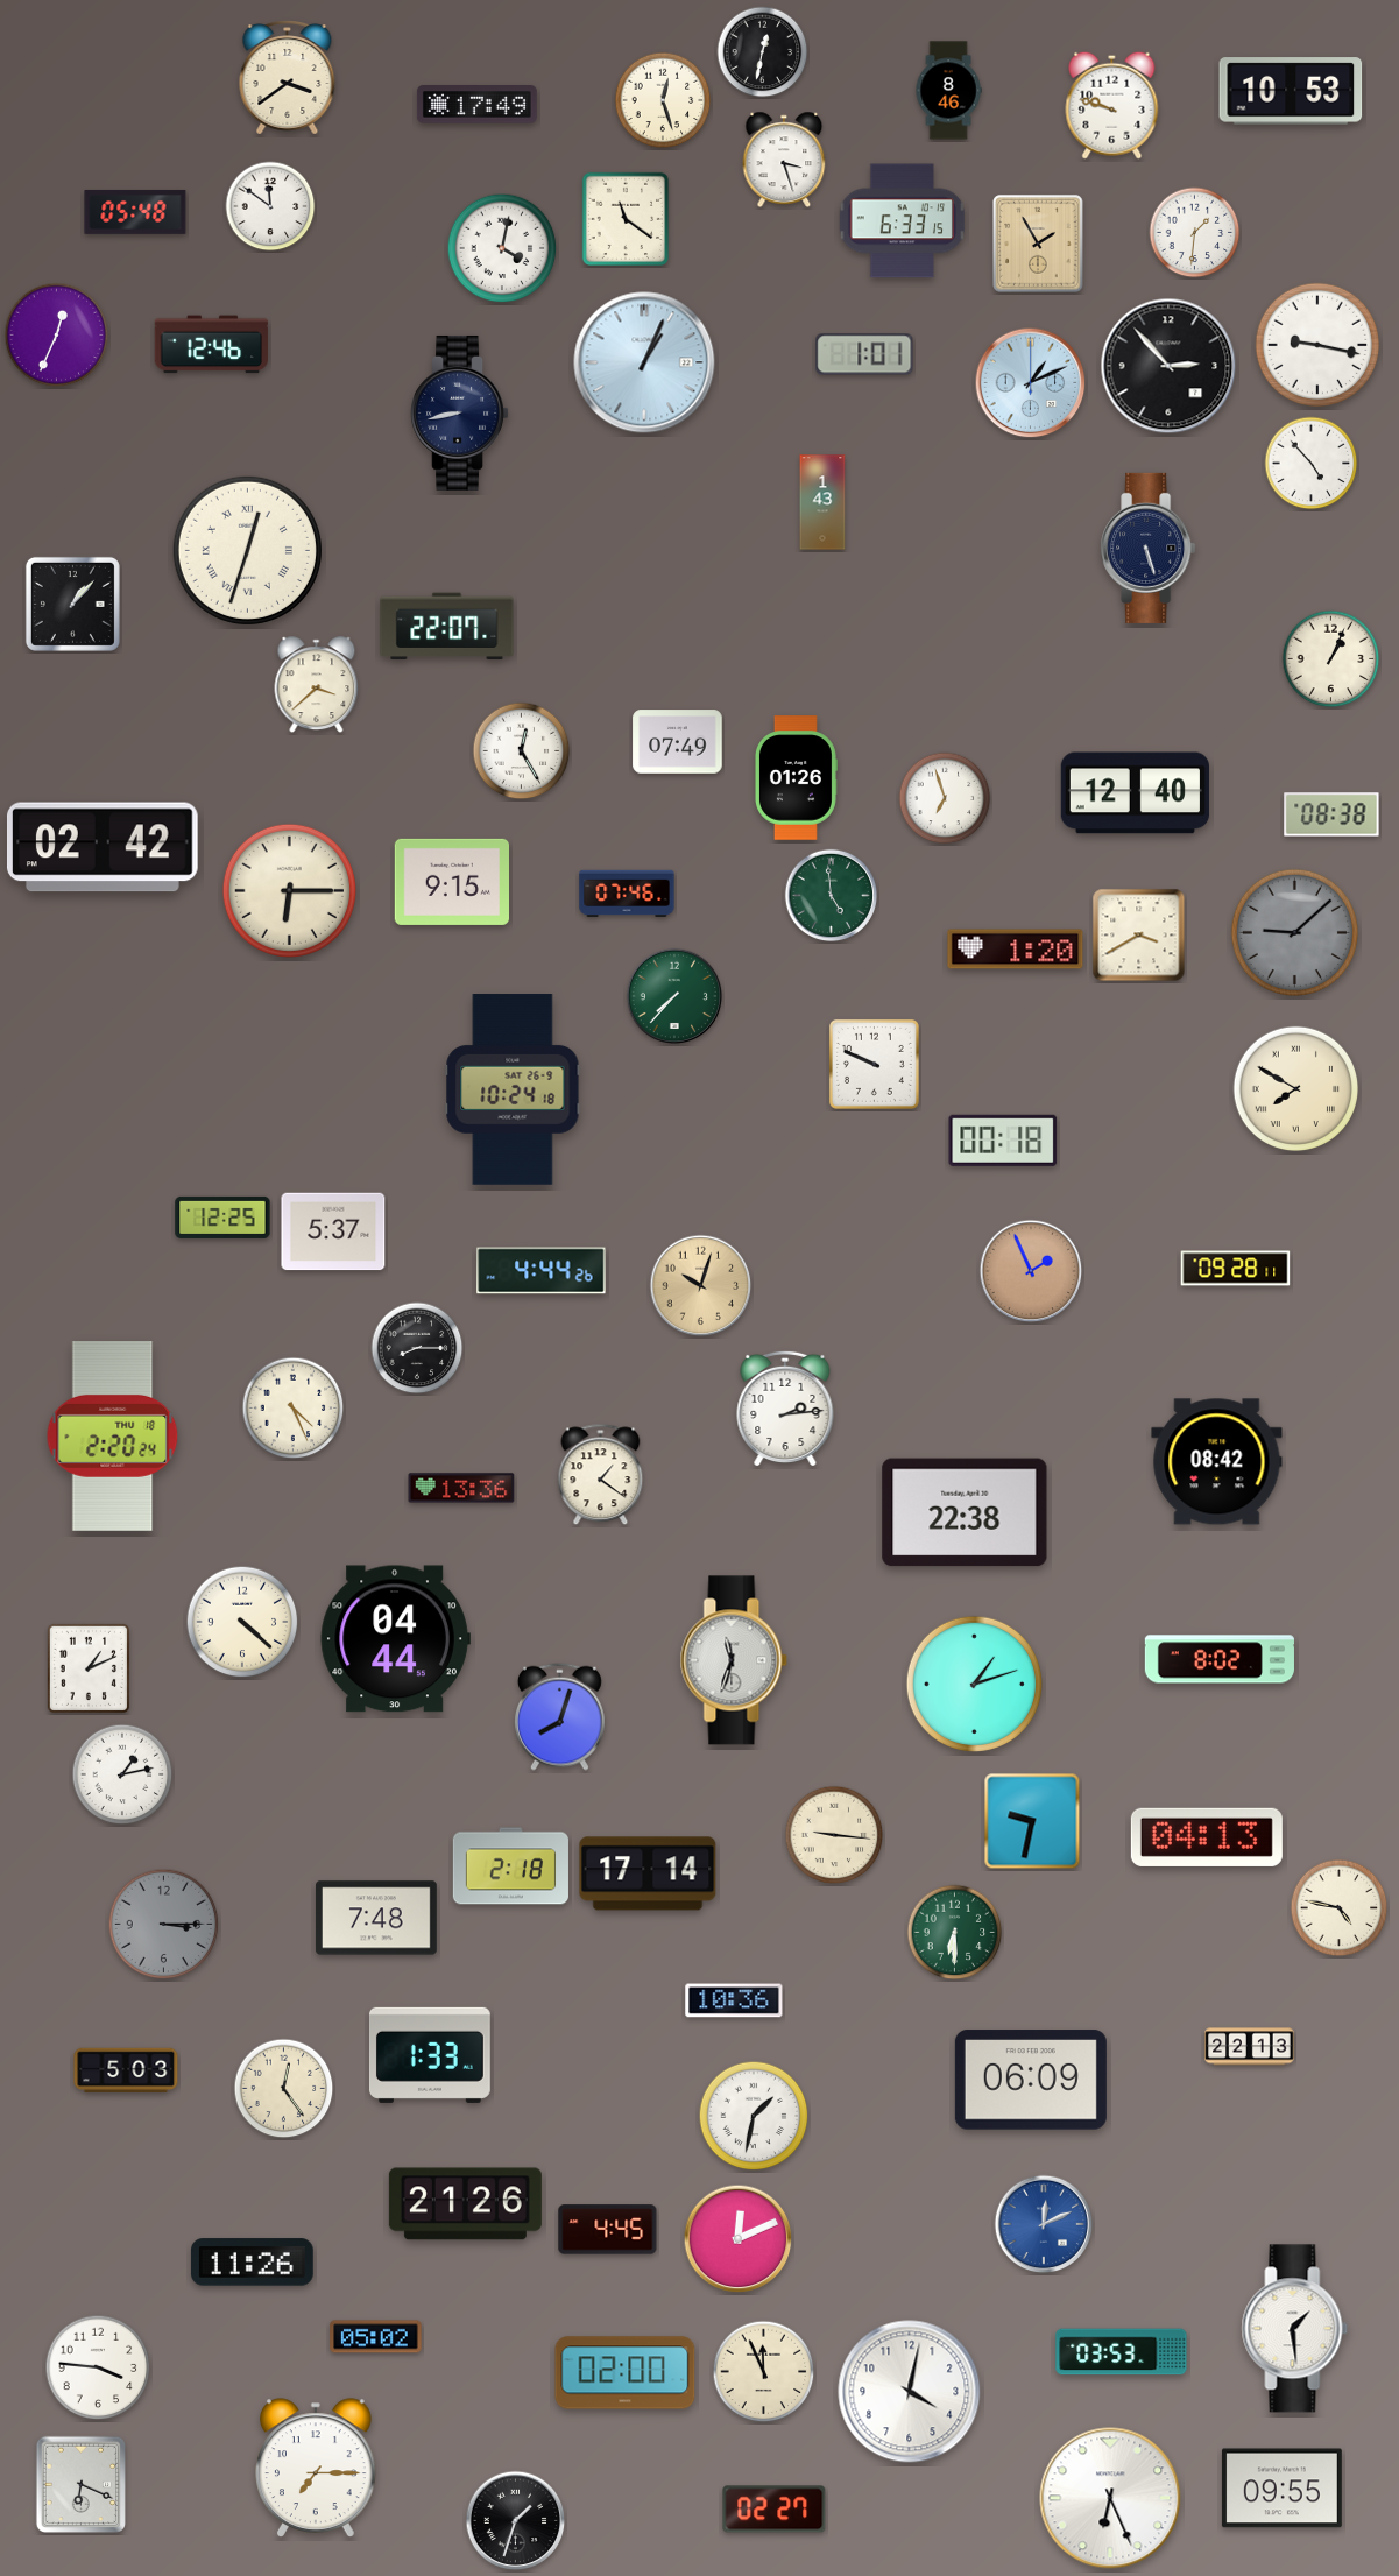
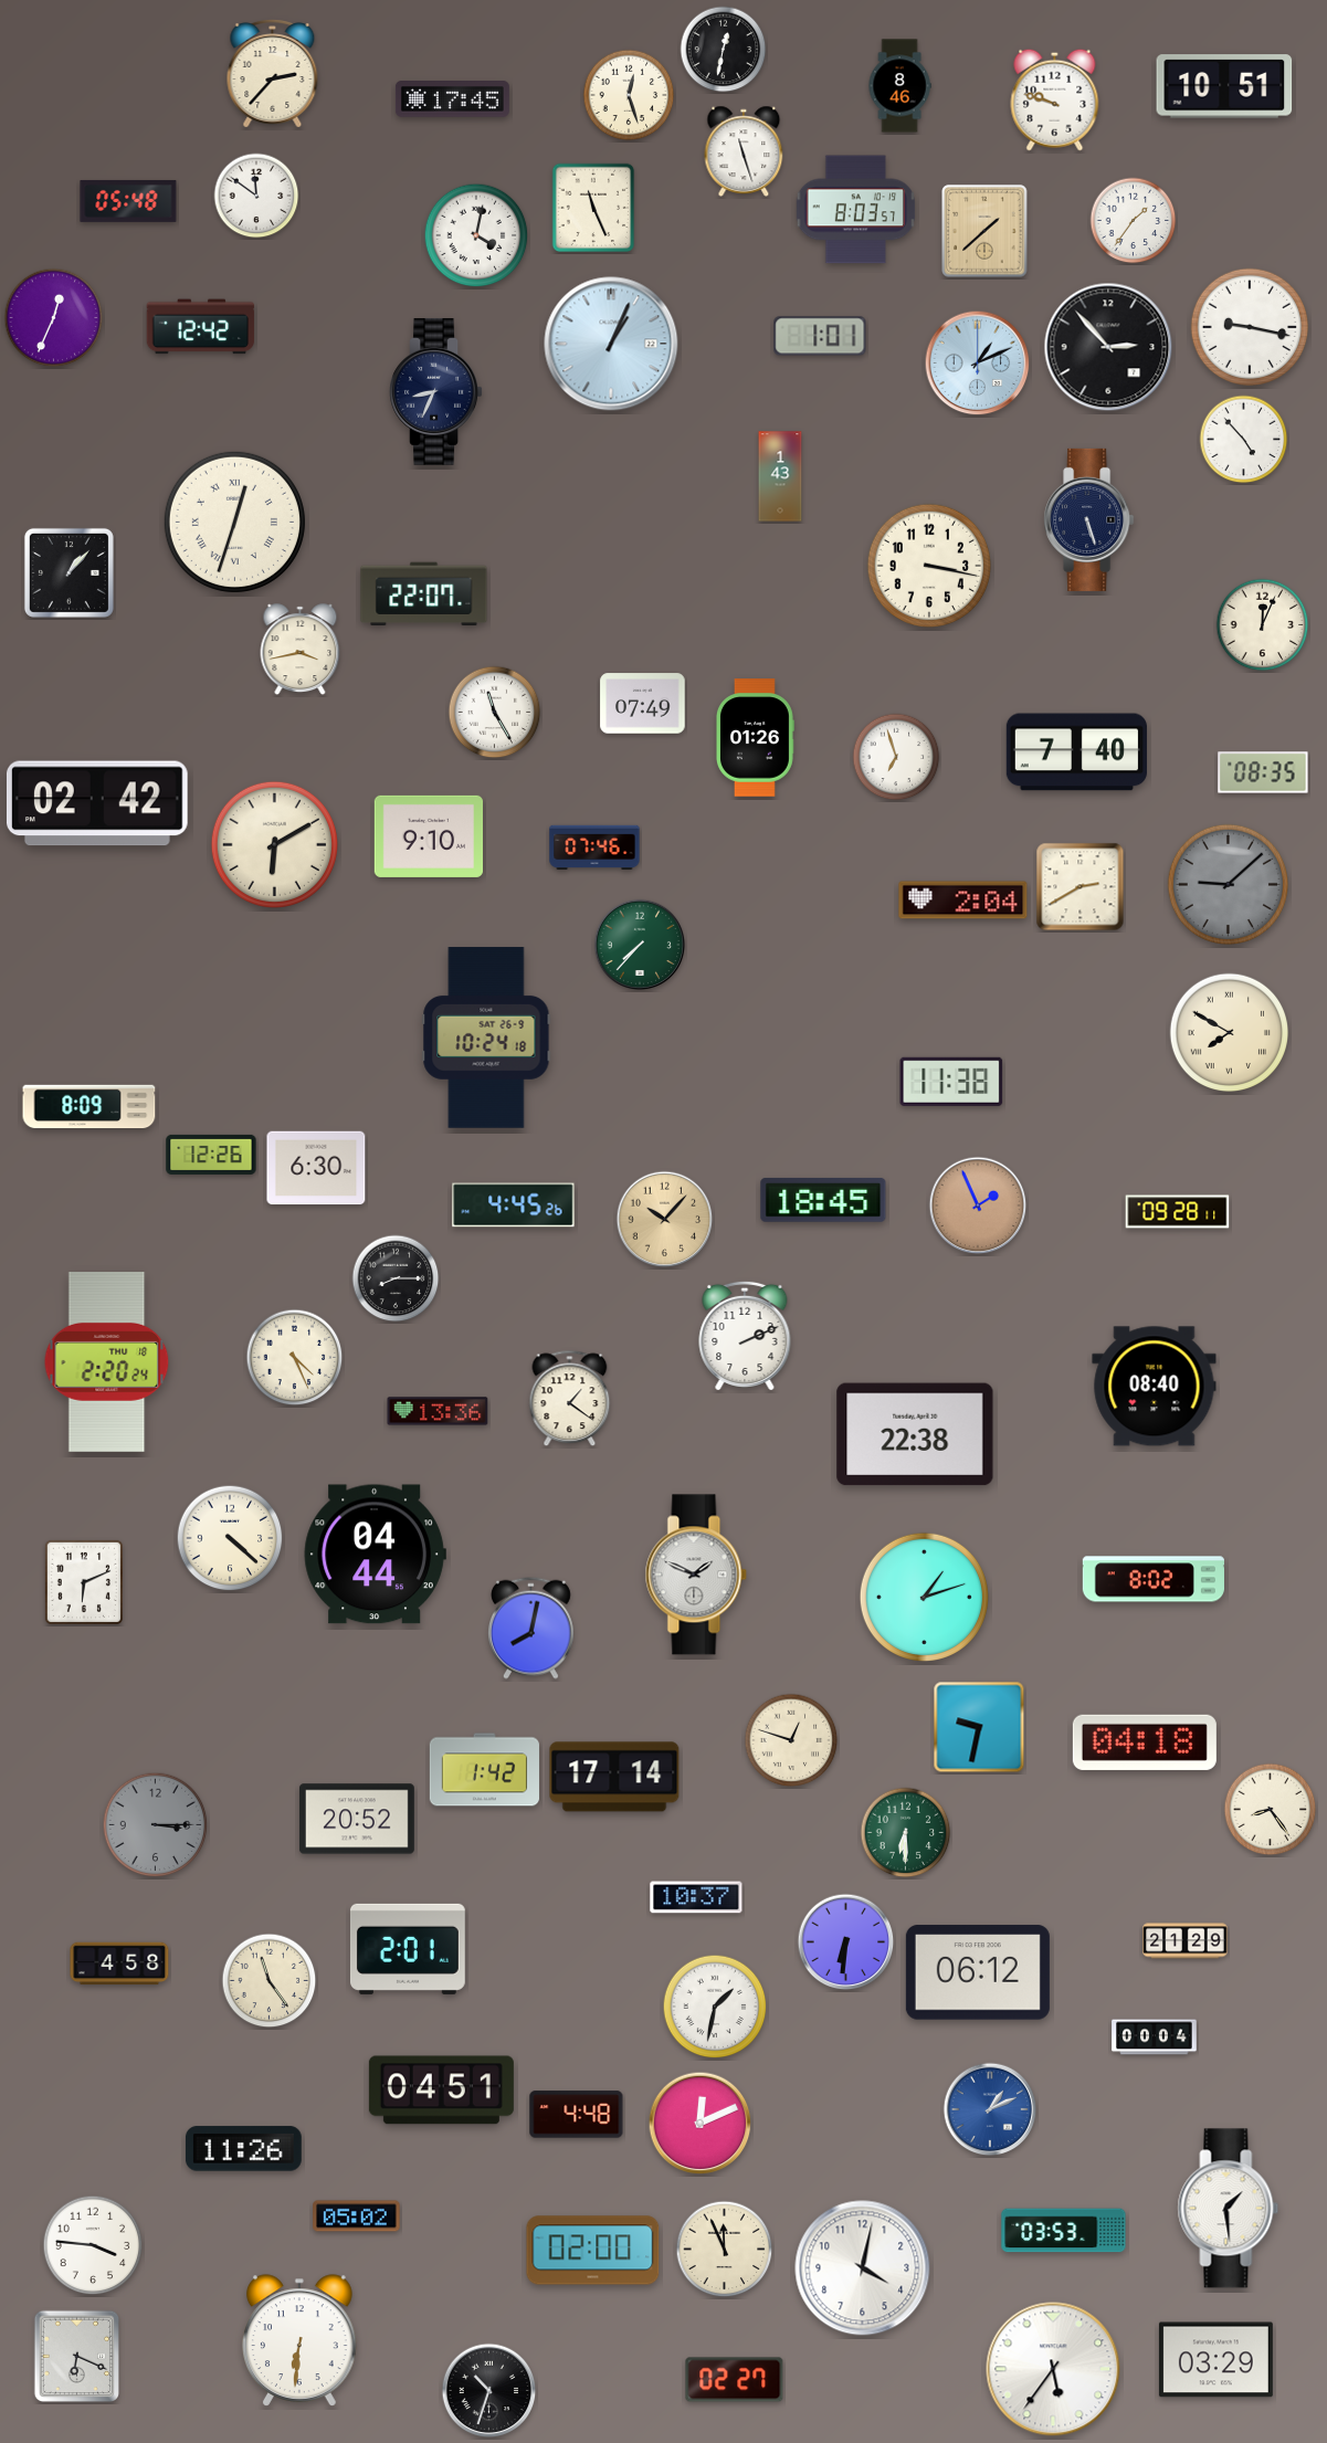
clock at (288, 78): 3:39 -> 2:37
clock at (1291, 91): 10:53 -> 10:51
clock at (476, 105): 17:49 -> 17:45
clock at (784, 158): 3:27 -> 11:27
clock at (626, 219): 11:21 -> 11:26
clock at (902, 221): 6:33 -> 8:03
clock at (1195, 233): 1:31 -> 1:36
clock at (1038, 244): 1:55 -> 1:38
clock at (212, 345): 12:46 -> 12:42
clock at (459, 412): 8:43 -> 8:34
clock at (928, 565): none -> 3:17
clock at (1331, 659): 1:04 -> 12:04
clock at (317, 685): 3:38 -> 3:43
clock at (522, 751): 12:25 -> 11:25
clock at (1135, 793): 12:40 -> 7:40
clock at (1331, 814): 08:38 -> 08:35
clock at (451, 882): 9:15 -> 9:10
clock at (289, 890): 6:15 -> 6:10
clock at (832, 896): 4:59 -> none
clock at (1139, 936): 3:40 -> 2:40
clock at (1016, 950): 1:20 -> 2:04
clock at (874, 1064): 9:49 -> none
clock at (513, 1089) position: (513, 1089) -> (486, 1038)
clock at (1003, 1141): 00:18 -> 11:38
clock at (89, 1107): none -> 8:09
clock at (222, 1218): 12:25 -> 12:26
clock at (333, 1231): 5:37 -> 6:30
clock at (823, 1200): none -> 18:45
clock at (1236, 1269) position: (1236, 1269) -> (1178, 1212)
clock at (542, 1271): 4:44 -> 4:45
clock at (701, 1286): 10:03 -> 10:07
clock at (294, 1409) position: (294, 1409) -> (295, 1358)
clock at (785, 1409): 2:14 -> 2:11
clock at (1217, 1462): 08:42 -> 08:40
clock at (1220, 1659) position: (1220, 1659) -> (1154, 1579)
clock at (734, 1660): 11:33 -> 1:49
clock at (89, 1668): 1:11 -> 6:11
clock at (559, 1716): 8:03 -> 8:02
clock at (122, 1774): 1:13 -> none
clock at (834, 1835): 9:16 -> 12:48
clock at (1207, 1837): 04:13 -> 04:18
clock at (510, 1866): 2:18 -> 1:42
clock at (1340, 1908): 4:47 -> 8:24
clock at (376, 1918): 7:48 -> 20:52
clock at (734, 2000): 10:36 -> 10:37
clock at (1250, 2047): 22:13 -> 21:29
clock at (846, 1942): none -> 6:31
clock at (430, 2055): 1:33 -> 2:01
clock at (126, 2070): 5:03 -> 4:58
clock at (1031, 2080): 06:09 -> 06:12
clock at (284, 2089): 12:24 -> 11:24
clock at (1155, 2037): none -> 00:04
clock at (465, 2204): 21:26 -> 04:51
clock at (1044, 2224): 12:11 -> 1:11
clock at (608, 2230): 4:45 -> 4:48
clock at (252, 2263) position: (252, 2263) -> (243, 2149)
clock at (317, 2468): 7:15 -> 6:31
clock at (1281, 2489): 09:55 -> 03:29
clock at (1110, 2498): 6:26 -> 5:36
clock at (516, 2521): 1:33 -> 10:33
